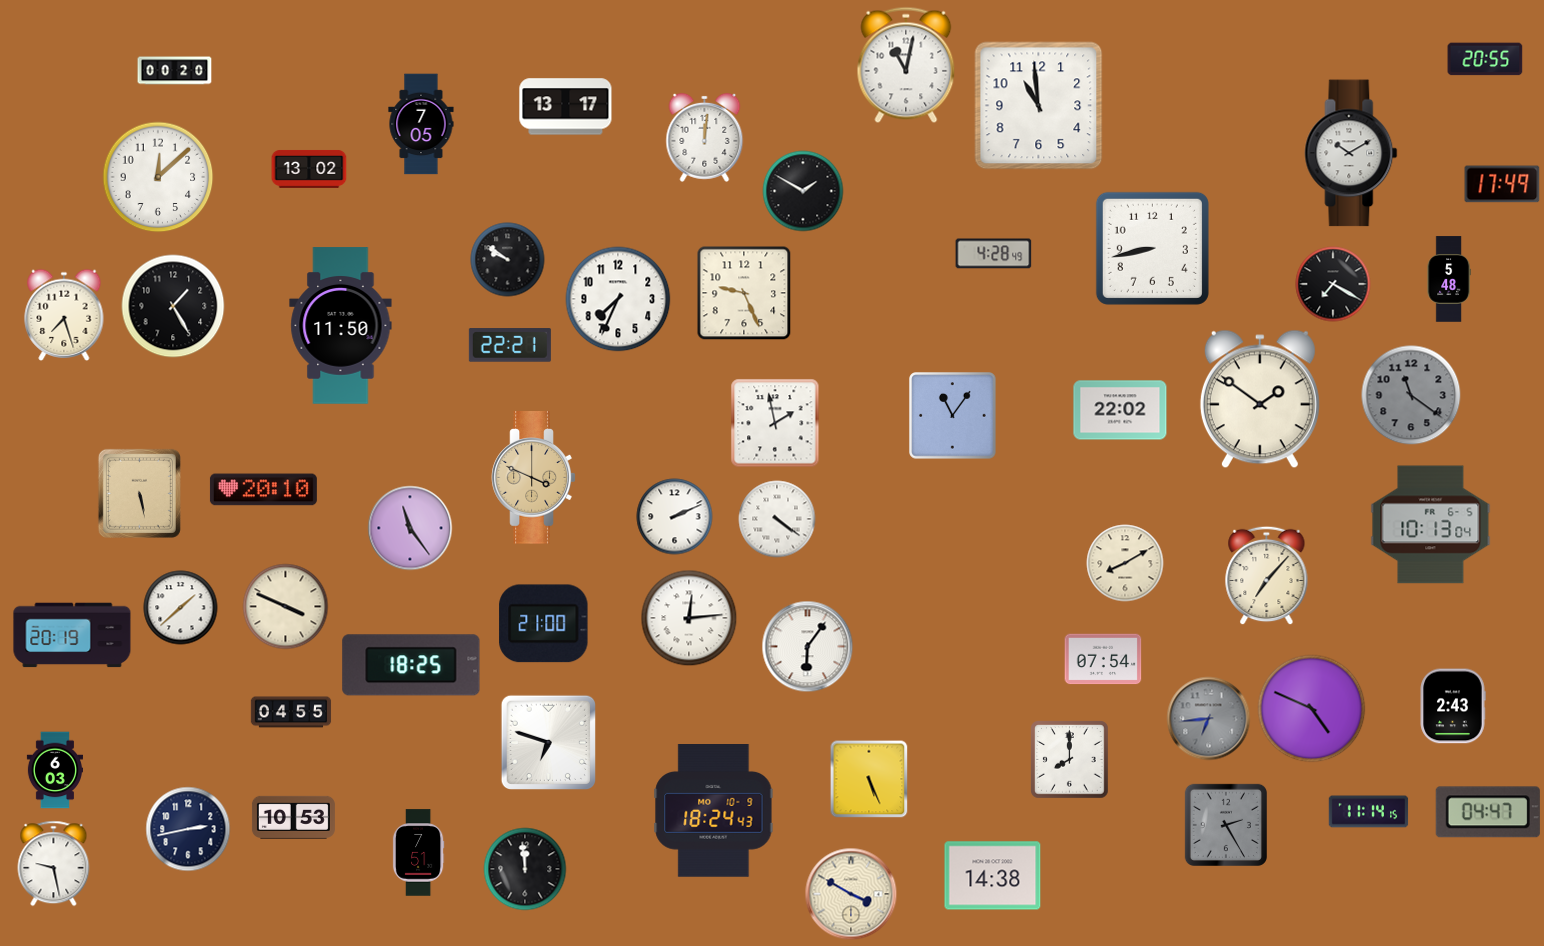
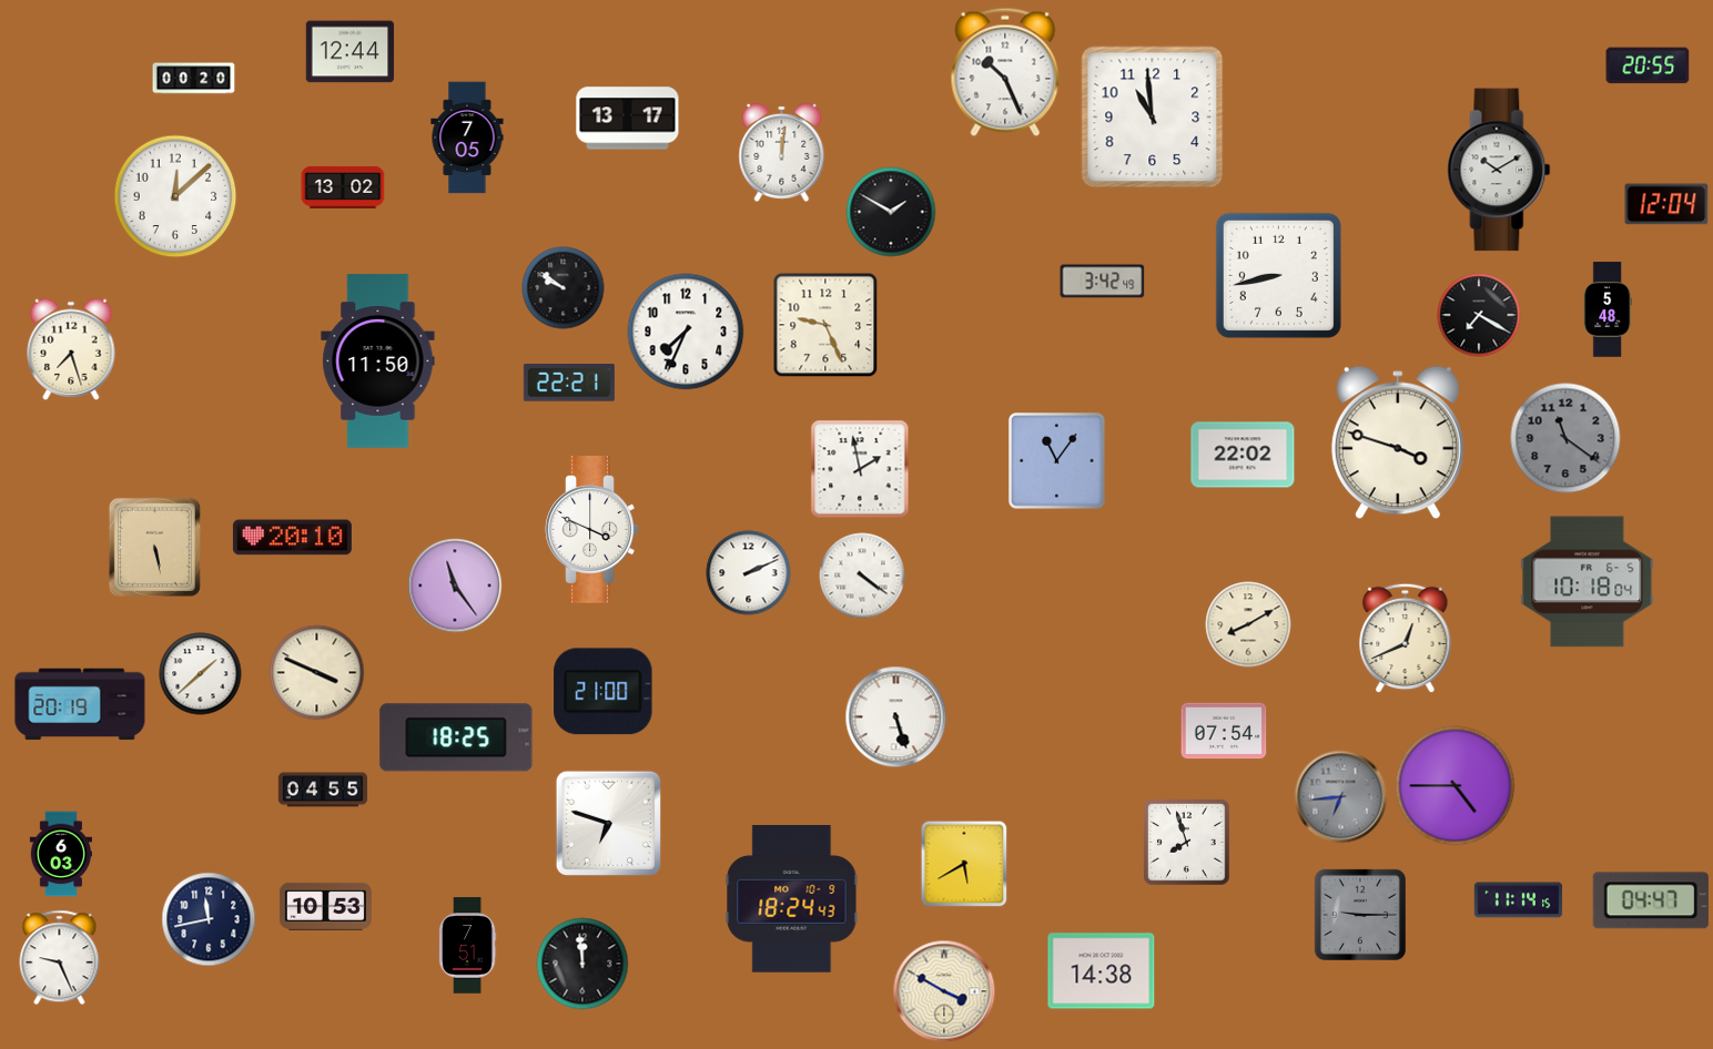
clock at (351, 52): none -> 12:44
clock at (906, 65): 11:02 -> 10:26
clock at (1502, 184): 17:49 -> 12:04
clock at (994, 254): 4:28 -> 3:42
clock at (173, 306): 1:25 -> none
clock at (510, 345) position: (510, 345) -> (569, 383)
clock at (1260, 399): 1:51 -> 3:48
clock at (534, 478) dial: champagne -> white
clock at (263, 490) position: (263, 490) -> (292, 538)
clock at (1431, 525): 10:13 -> 10:18
clock at (1267, 576): 7:07 -> 12:41
clock at (689, 618): 12:14 -> none
clock at (808, 647): 6:06 -> 5:27
clock at (1453, 706): 2:43 -> none
clock at (1312, 709): 4:49 -> 4:45
clock at (1070, 760): 8:00 -> 7:57
clock at (869, 779): 5:26 -> 5:40
clock at (1225, 824): 2:25 -> 9:15
clock at (188, 829): 2:43 -> 11:43
clock at (418, 853) position: (418, 853) -> (467, 946)
clock at (54, 864): 9:28 -> 9:26
